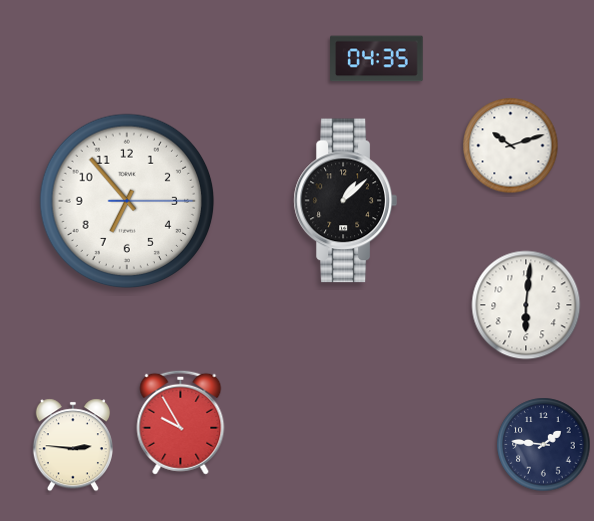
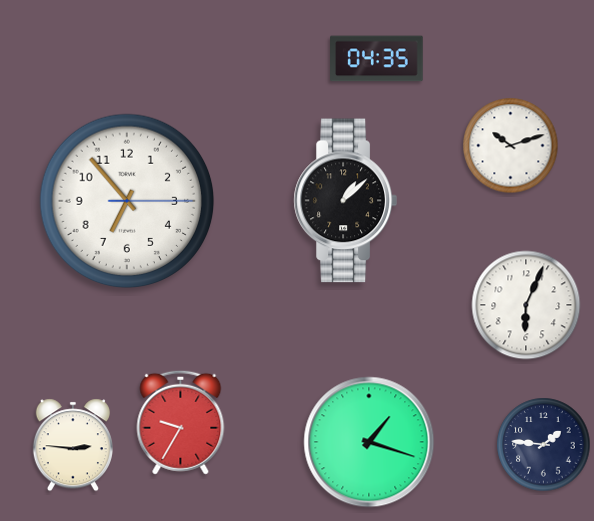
clock at (526, 305): 6:01 -> 6:04
clock at (181, 422): 9:55 -> 9:35
clock at (369, 442): none -> 1:18
